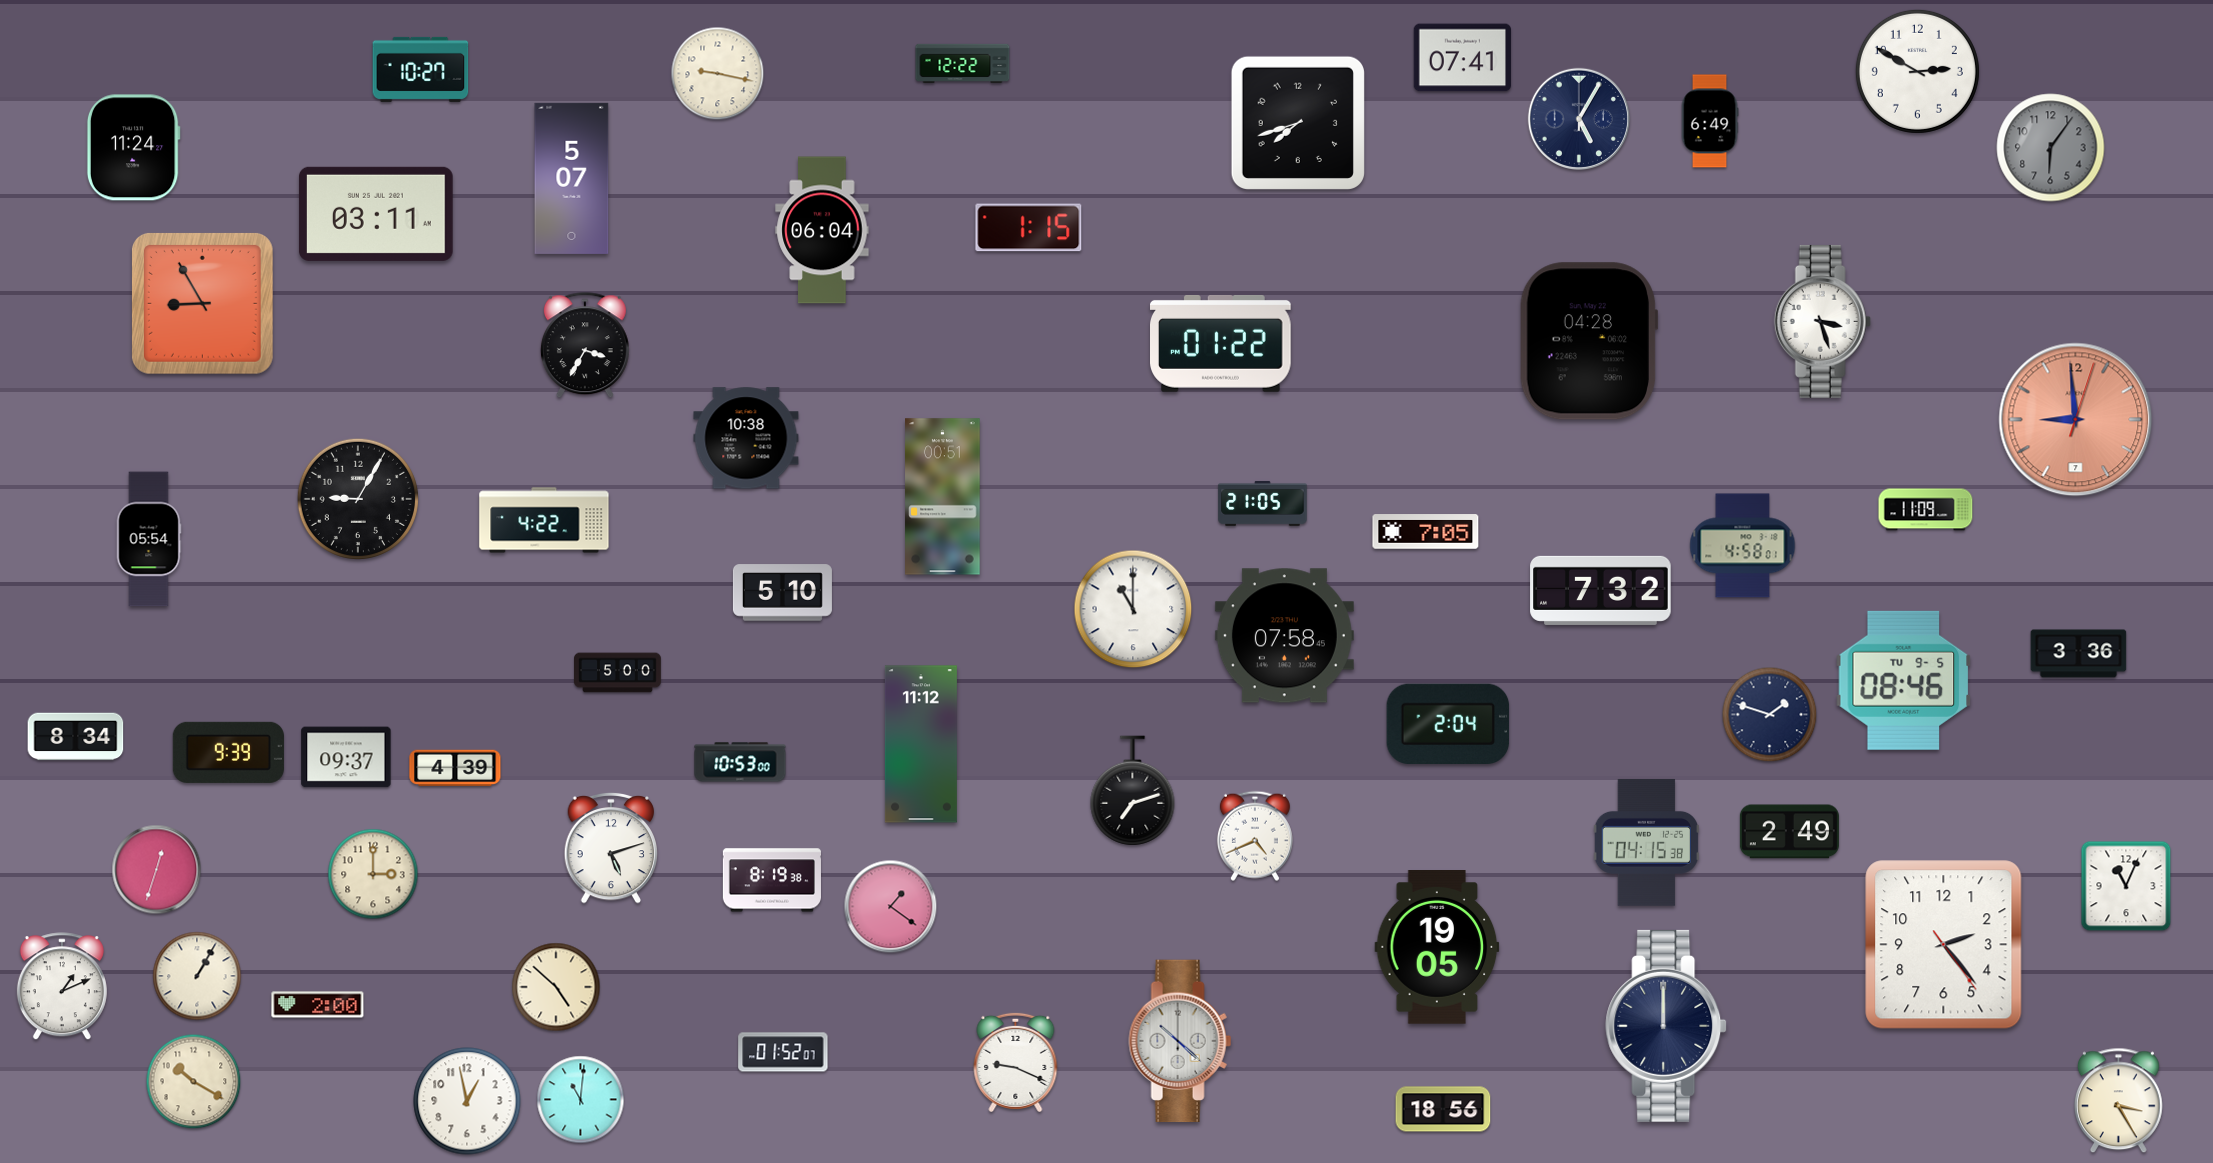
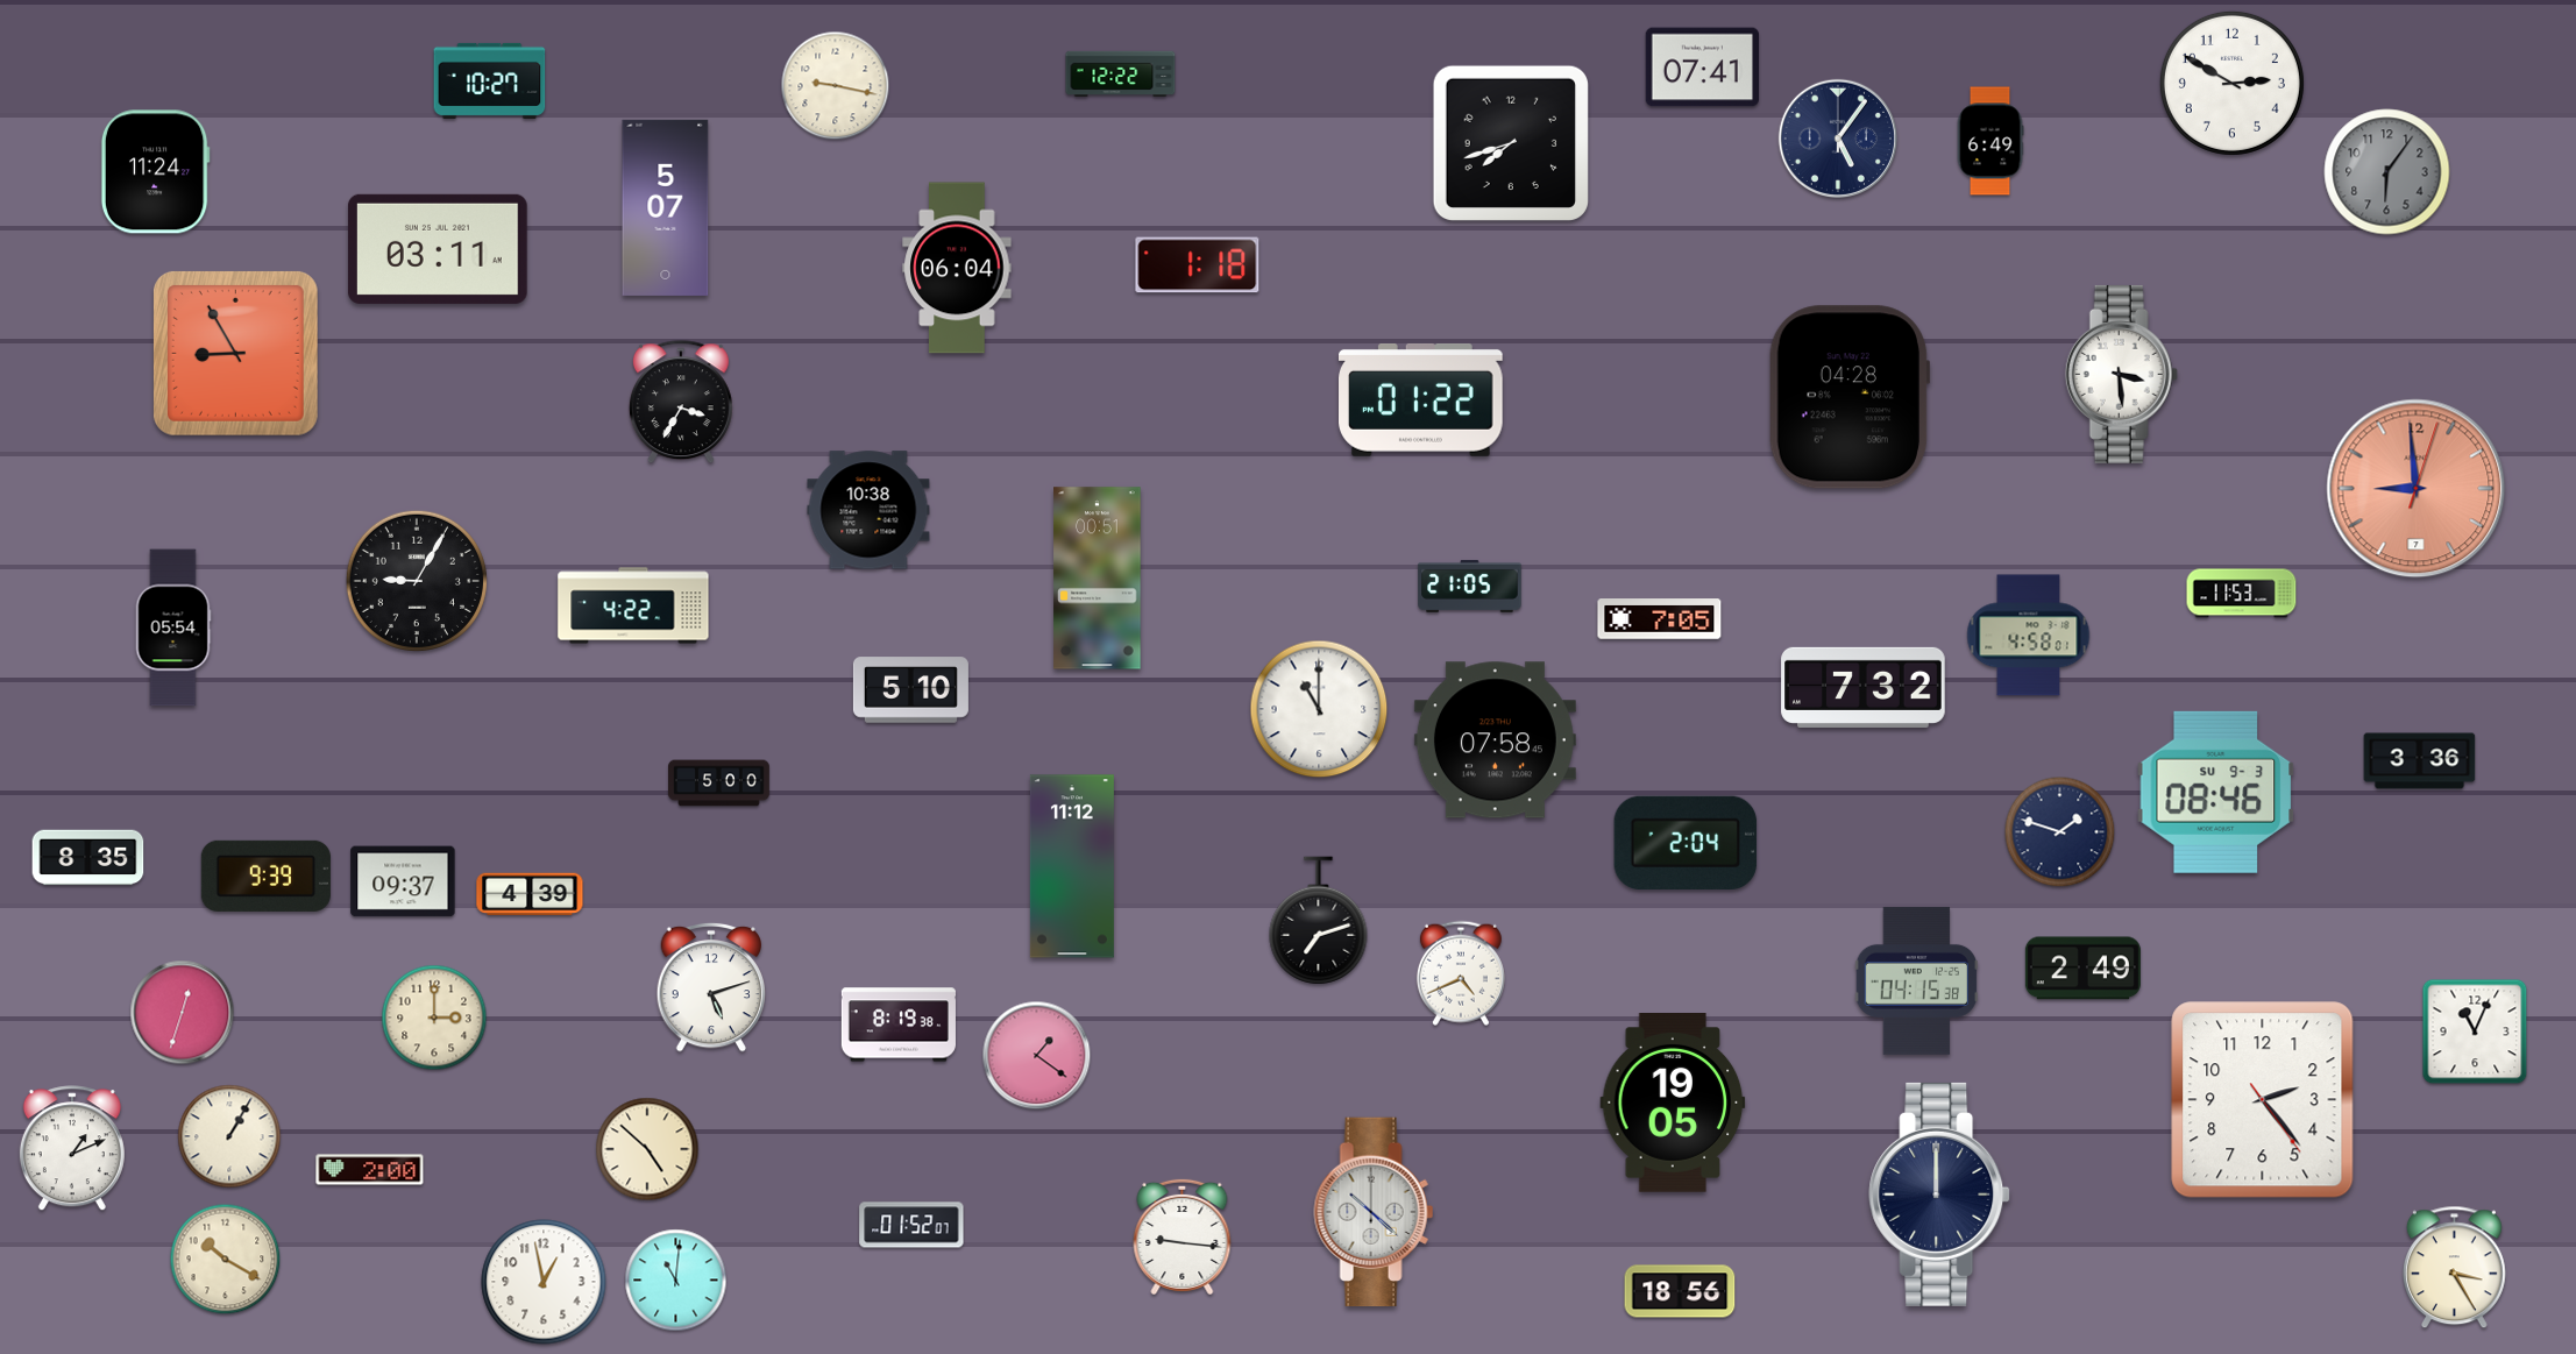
clock at (1578, 118): 5:05 -> 5:06
clock at (1029, 228): 1:15 -> 1:18
clock at (1822, 321): 3:27 -> 3:29
clock at (1926, 510): 11:09 -> 11:53
clock at (1904, 680) date: TU 9-5 -> SU 9-3
clock at (76, 737): 8:34 -> 8:35
clock at (740, 762): 10:53 -> none
clock at (1016, 1062): 9:19 -> 9:16
clock at (2118, 1101) position: (2118, 1101) -> (2454, 1268)
